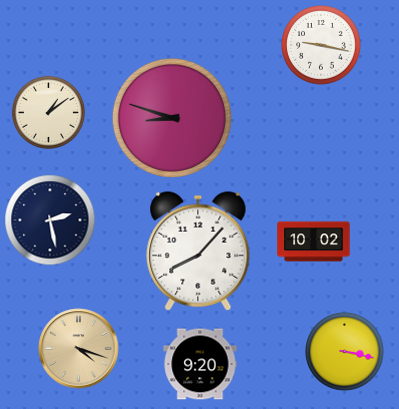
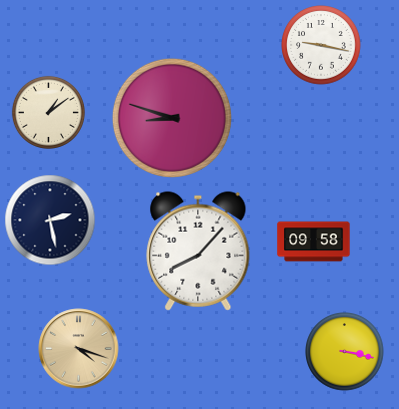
clock at (314, 242): 10:02 -> 09:58
clock at (200, 364): 9:20 -> none
